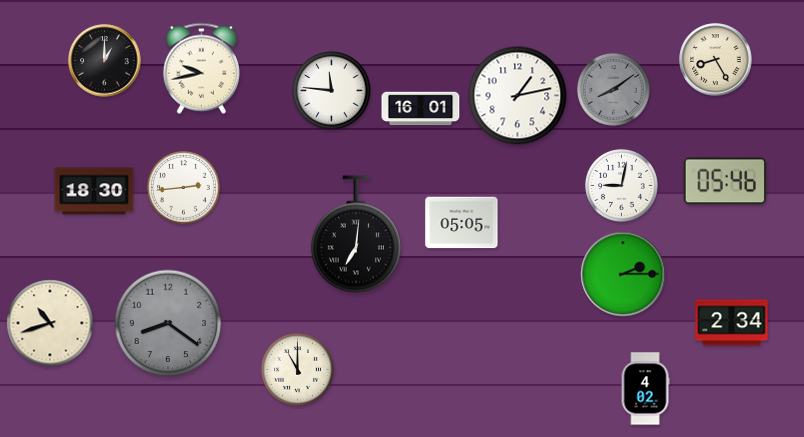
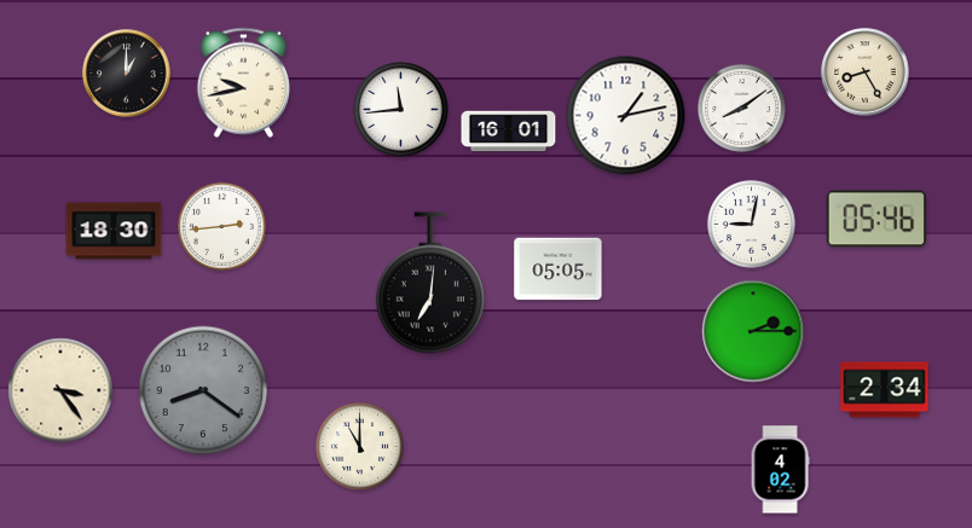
clock at (613, 89) dial: grey -> white
clock at (332, 91): 11:46 -> 11:44
clock at (50, 323): 10:42 -> 3:24
